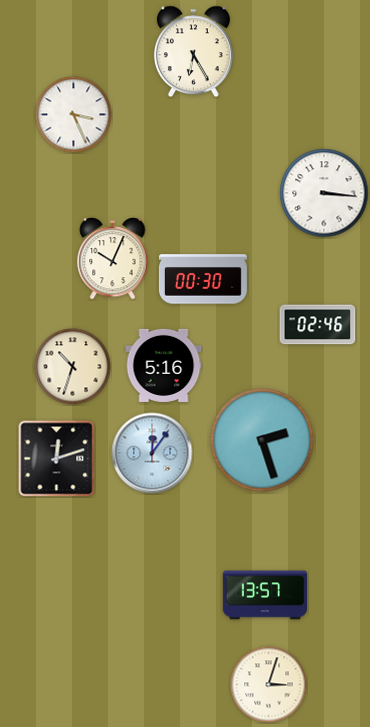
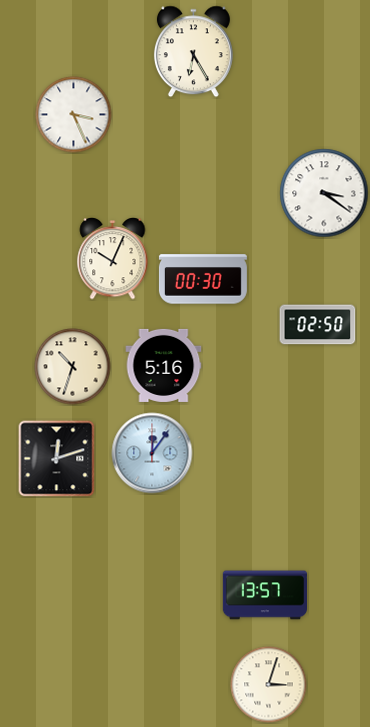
clock at (324, 193): 3:16 -> 3:21
clock at (318, 325): 02:46 -> 02:50
clock at (262, 440): 2:27 -> none
